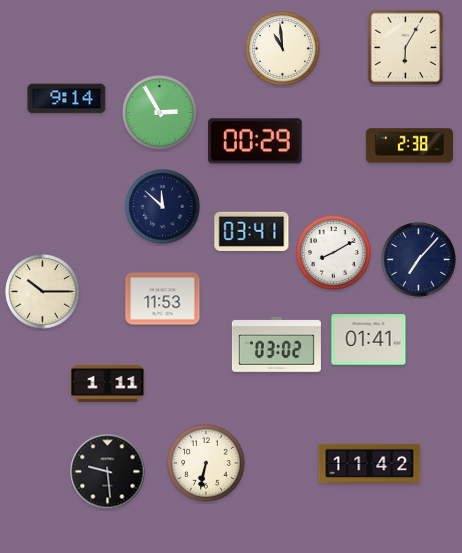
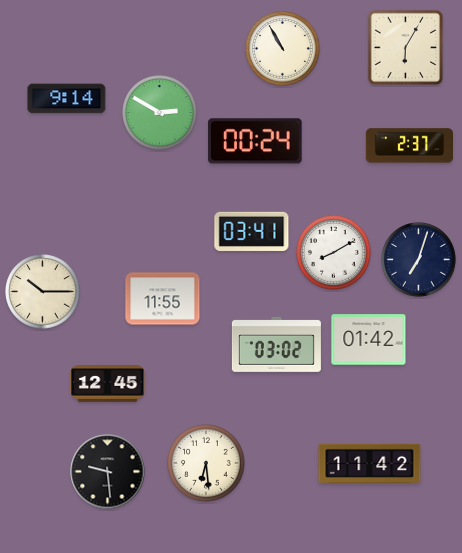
clock at (283, 49): 10:59 -> 10:55
clock at (160, 113): 2:55 -> 2:50
clock at (255, 141): 00:29 -> 00:24
clock at (409, 146): 2:38 -> 2:37
clock at (163, 207): 11:52 -> none
clock at (419, 260): 7:07 -> 7:03
clock at (163, 299): 11:53 -> 11:55
clock at (369, 340): 01:41 -> 01:42
clock at (108, 384): 1:11 -> 12:45
clock at (206, 463): 6:32 -> 6:29
